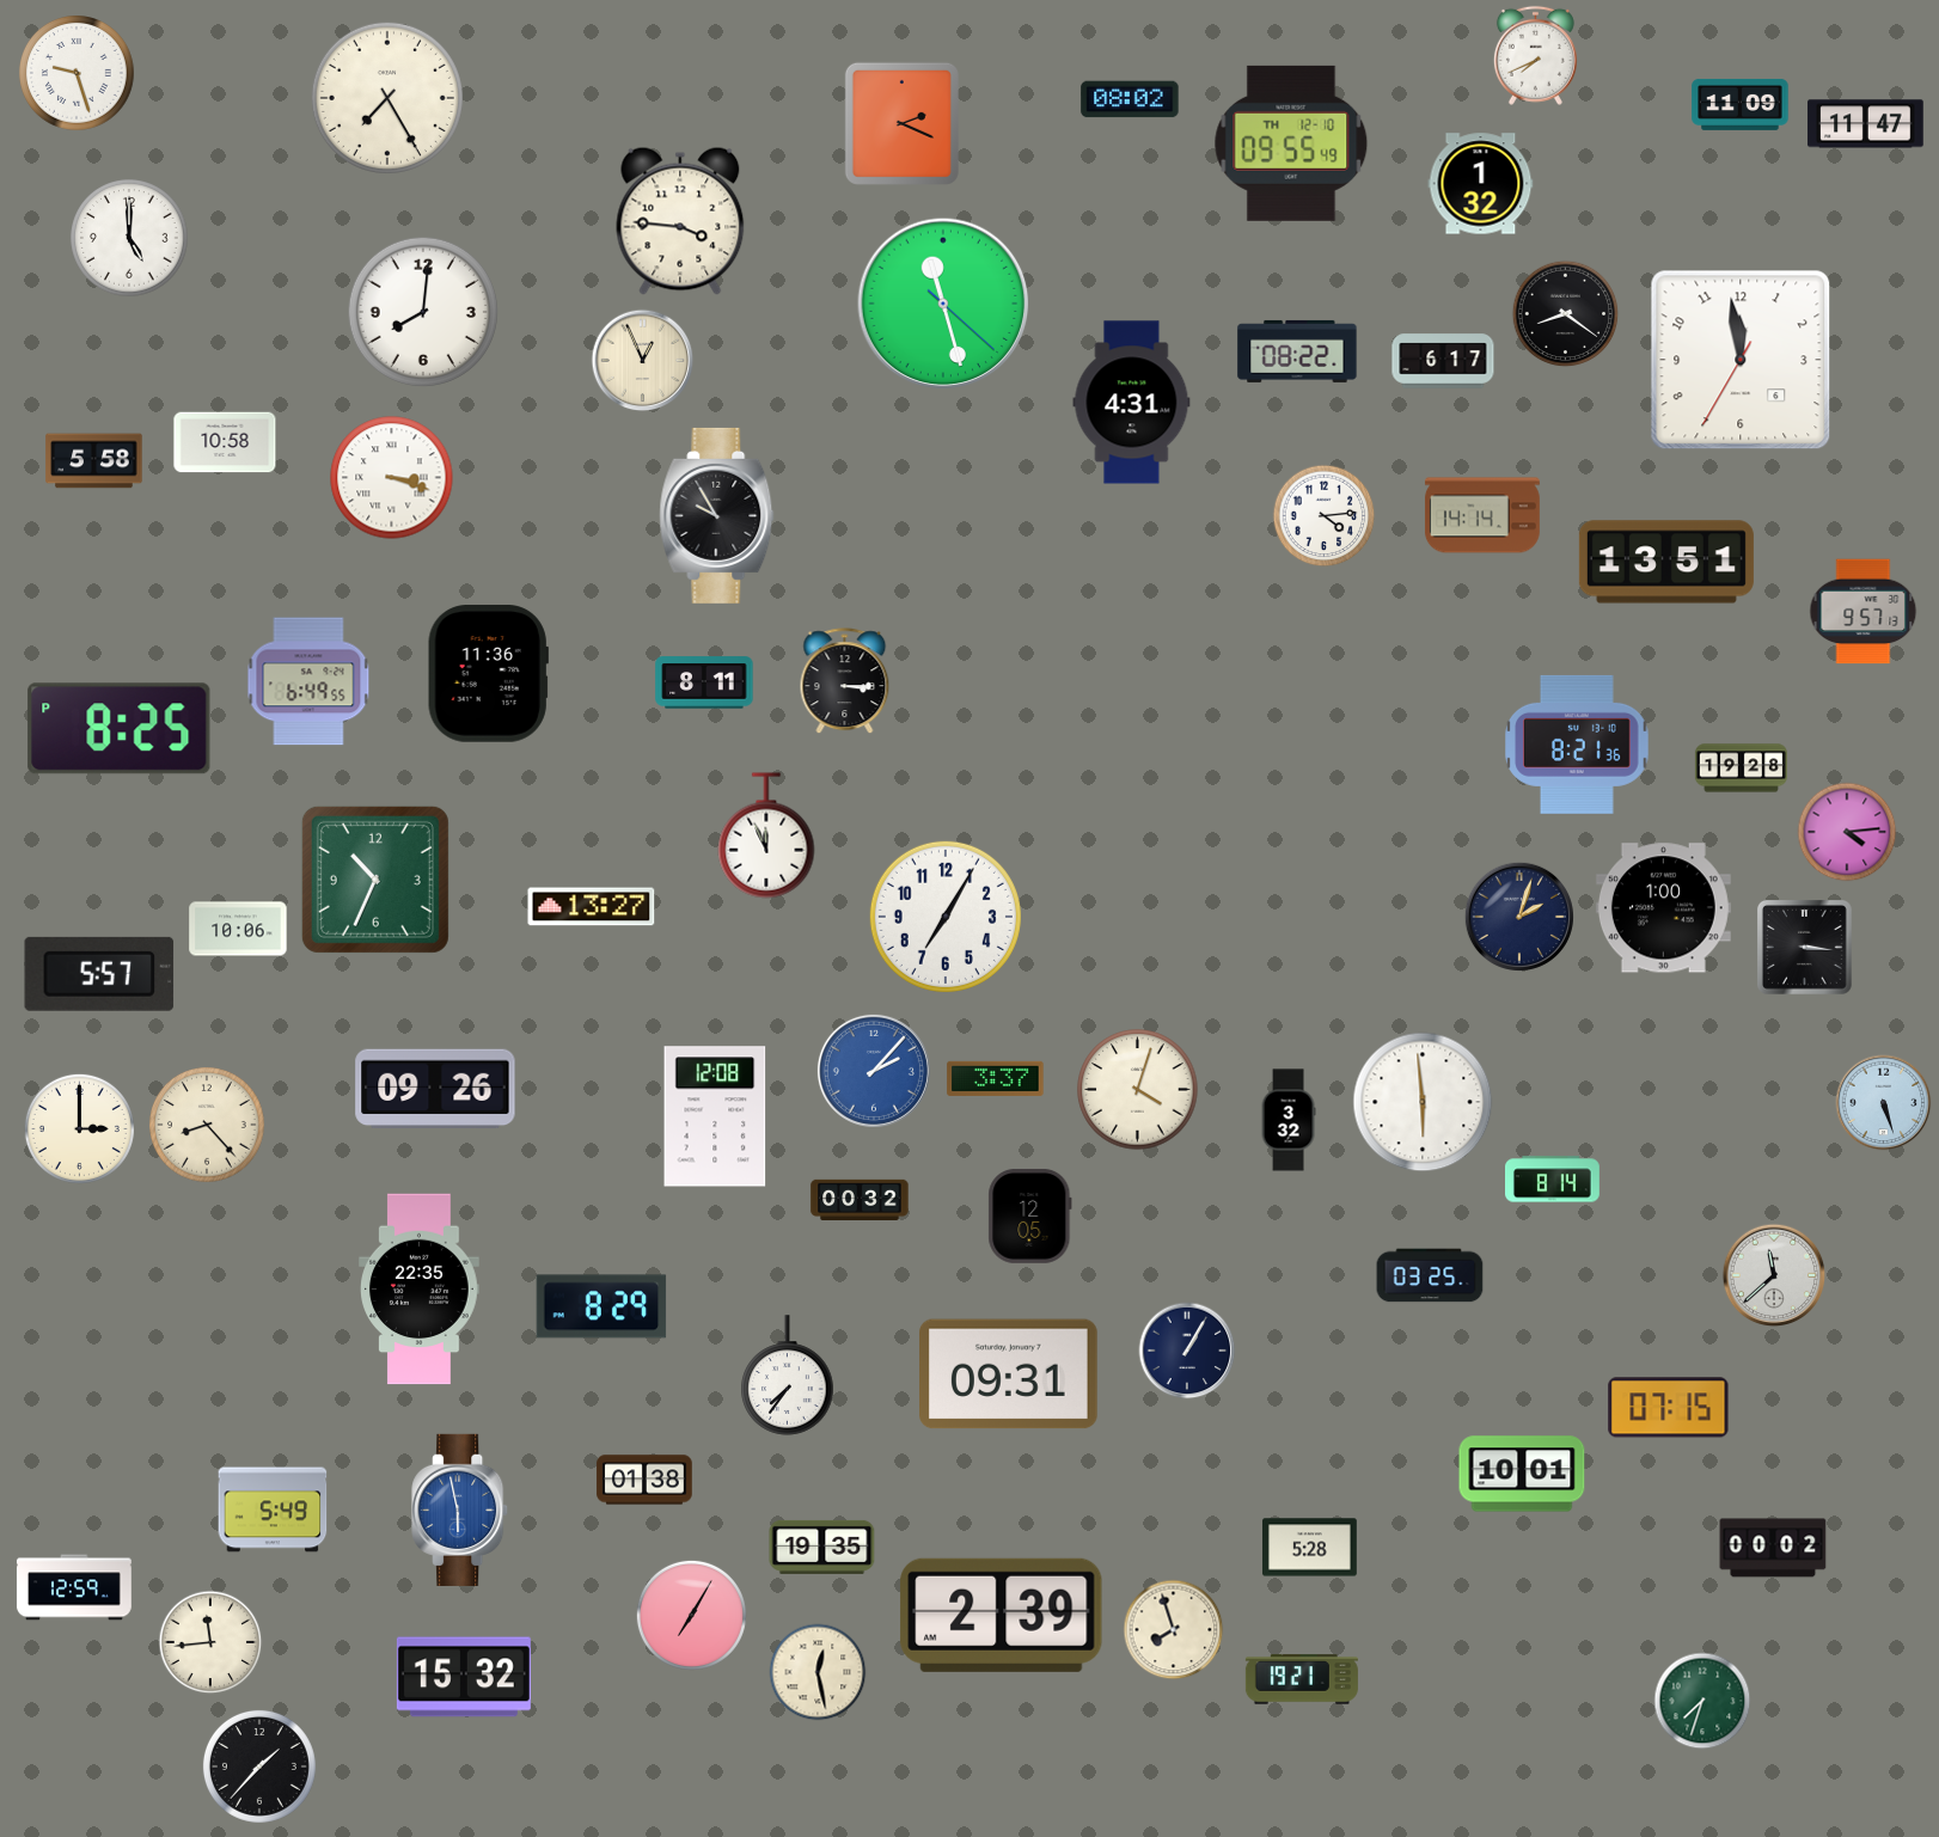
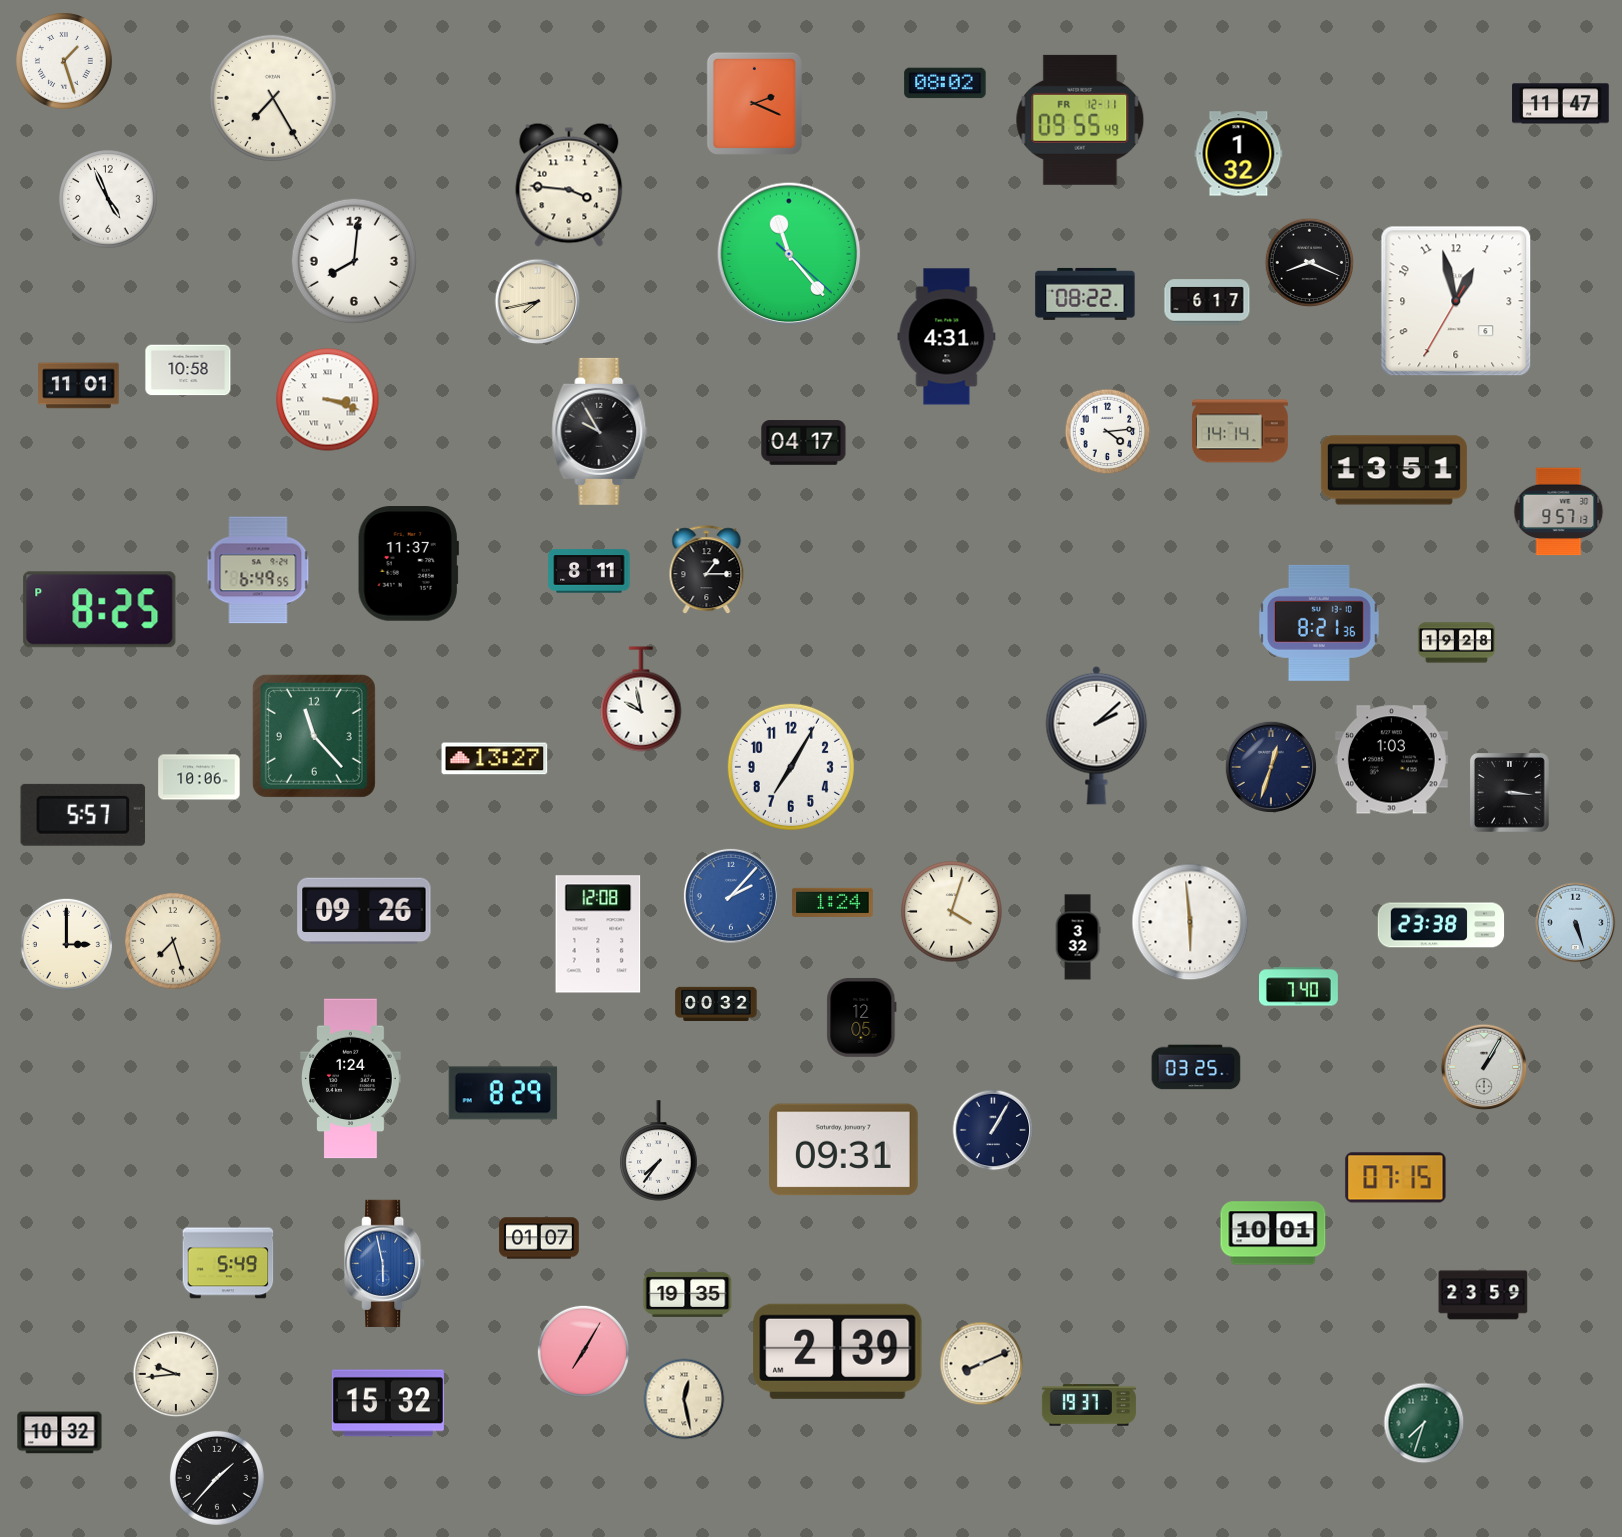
clock at (1535, 55): 7:41 -> none
clock at (78, 74): 9:27 -> 1:27
clock at (387, 98) position: (387, 98) -> (273, 98)
clock at (1741, 104): 11:09 -> none
clock at (1291, 143) date: TH 12-10 -> FR 12-11
clock at (129, 238): 5:00 -> 4:56
clock at (943, 304): 11:27 -> 11:23
clock at (1566, 314): 8:21 -> 8:19
clock at (1741, 360): 11:58 -> 12:57
clock at (643, 361): 12:56 -> 7:43
clock at (94, 461): 5:58 -> 11:01
clock at (804, 443): none -> 04:17
clock at (488, 674): 11:36 -> 11:37
clock at (845, 681): 3:15 -> 1:15
clock at (1847, 832): 4:14 -> none
clock at (766, 835): 11:56 -> 9:58
clock at (1097, 735): none -> 2:08
clock at (375, 880): 10:34 -> 11:23
clock at (1663, 908): 1:00 -> 1:03
clock at (1519, 917): 2:03 -> 12:33
clock at (996, 1078): 3:37 -> 1:24
clock at (1441, 925): none -> 23:38
clock at (208, 1126): 8:23 -> 7:27
clock at (1553, 1180): 8:14 -> 7:40
clock at (860, 1199) position: (860, 1199) -> (716, 1003)
clock at (1774, 1275): 11:38 -> 1:05
clock at (420, 1290): 22:35 -> 1:24
clock at (644, 1480): 01:38 -> 01:07
clock at (1310, 1548): 5:28 -> none
clock at (1773, 1548): 00:02 -> 23:59
clock at (74, 1587): 12:59 -> none
clock at (691, 1615) position: (691, 1615) -> (583, 1351)
clock at (1174, 1630): 7:57 -> 8:11
clock at (210, 1642): 11:44 -> 9:44
clock at (1302, 1679): 19:21 -> 19:37
clock at (60, 1433): none -> 10:32
